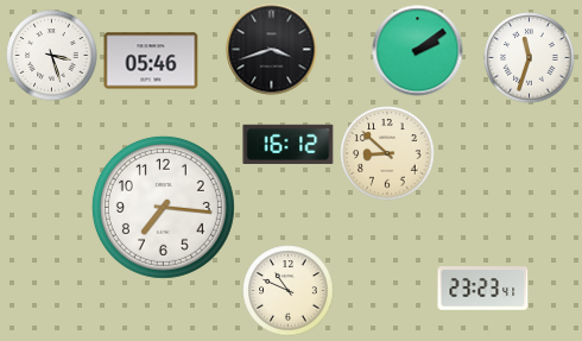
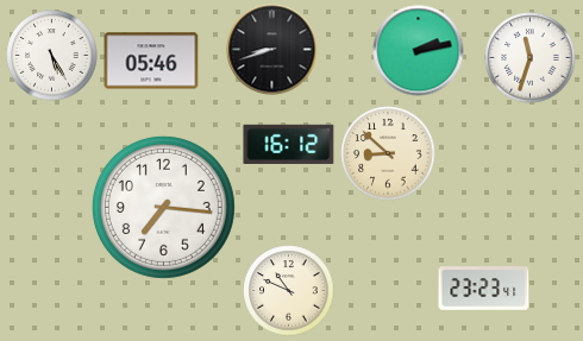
clock at (272, 50): 3:42 -> 8:42
clock at (418, 51): 2:09 -> 2:13
clock at (52, 56): 3:27 -> 5:25
